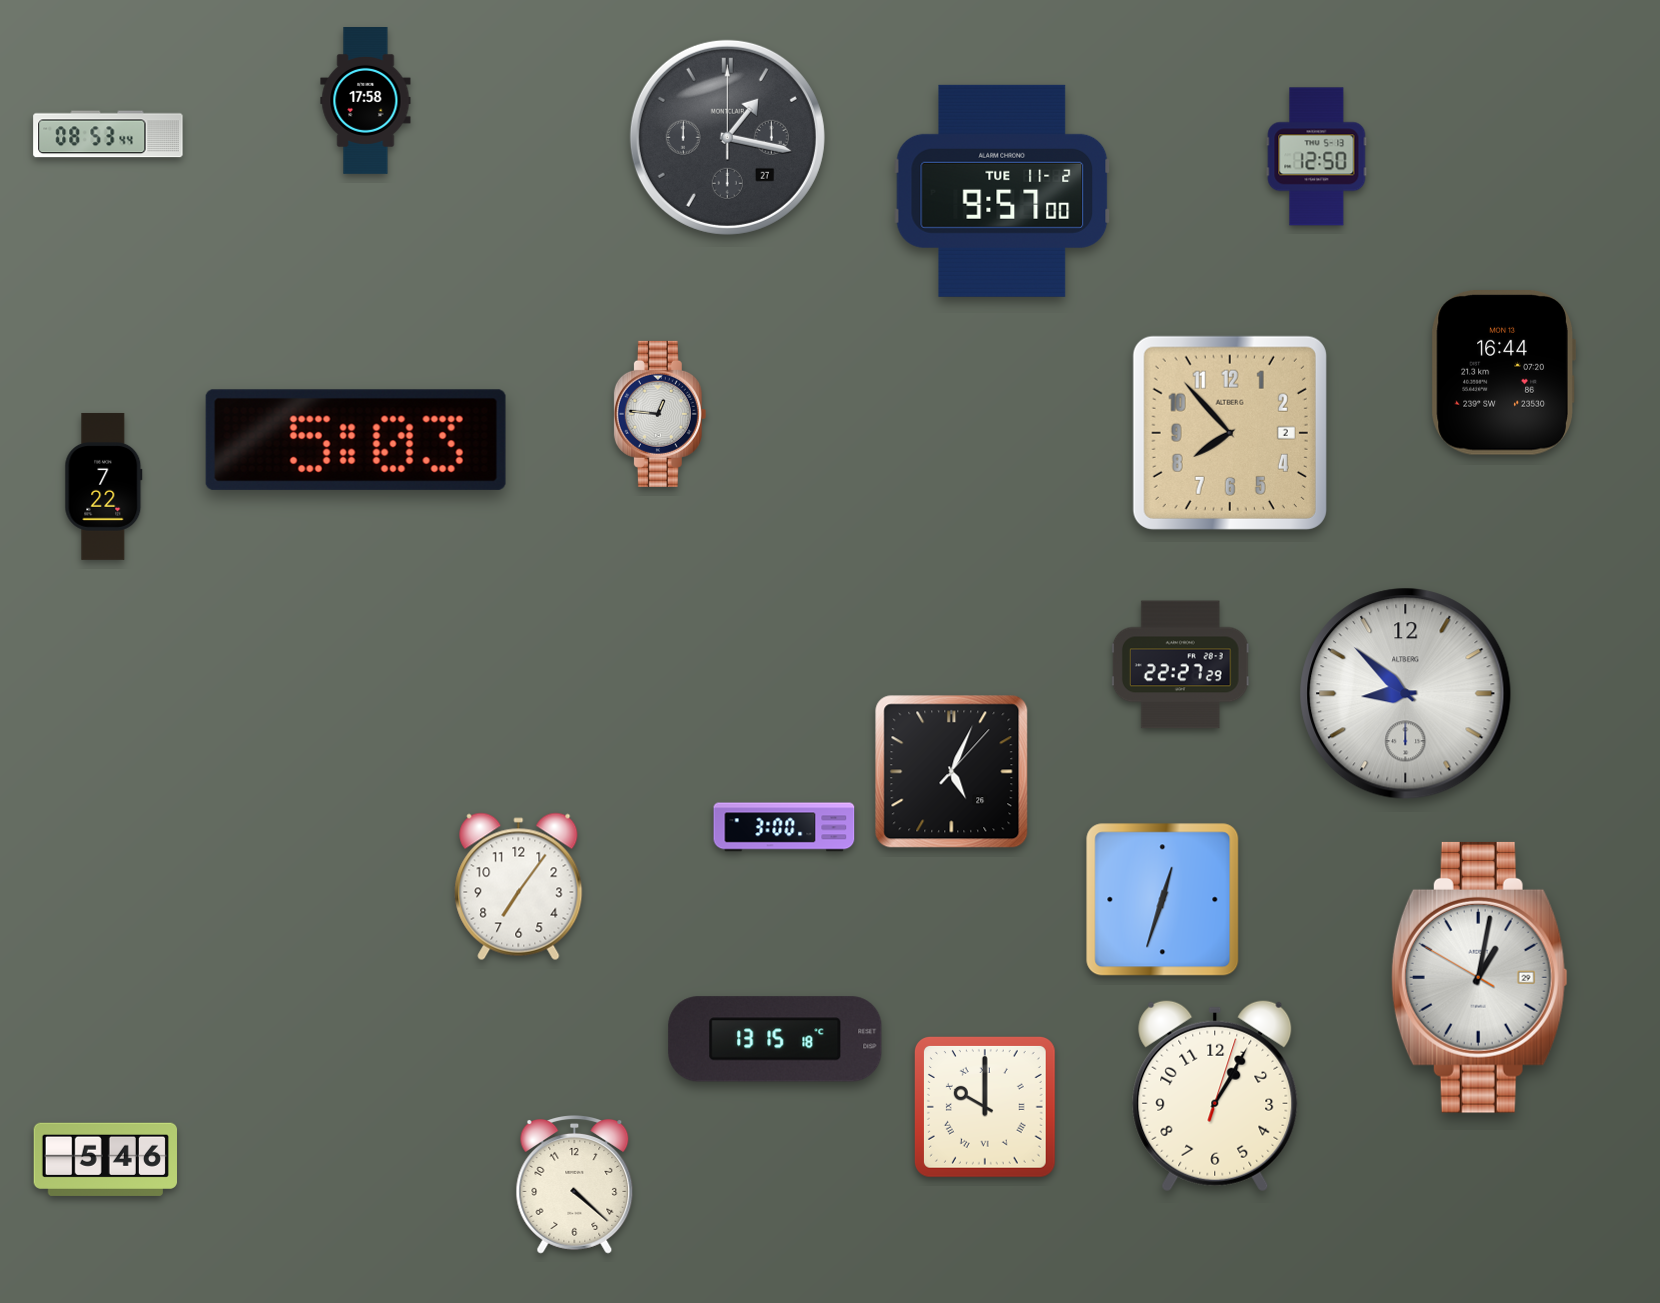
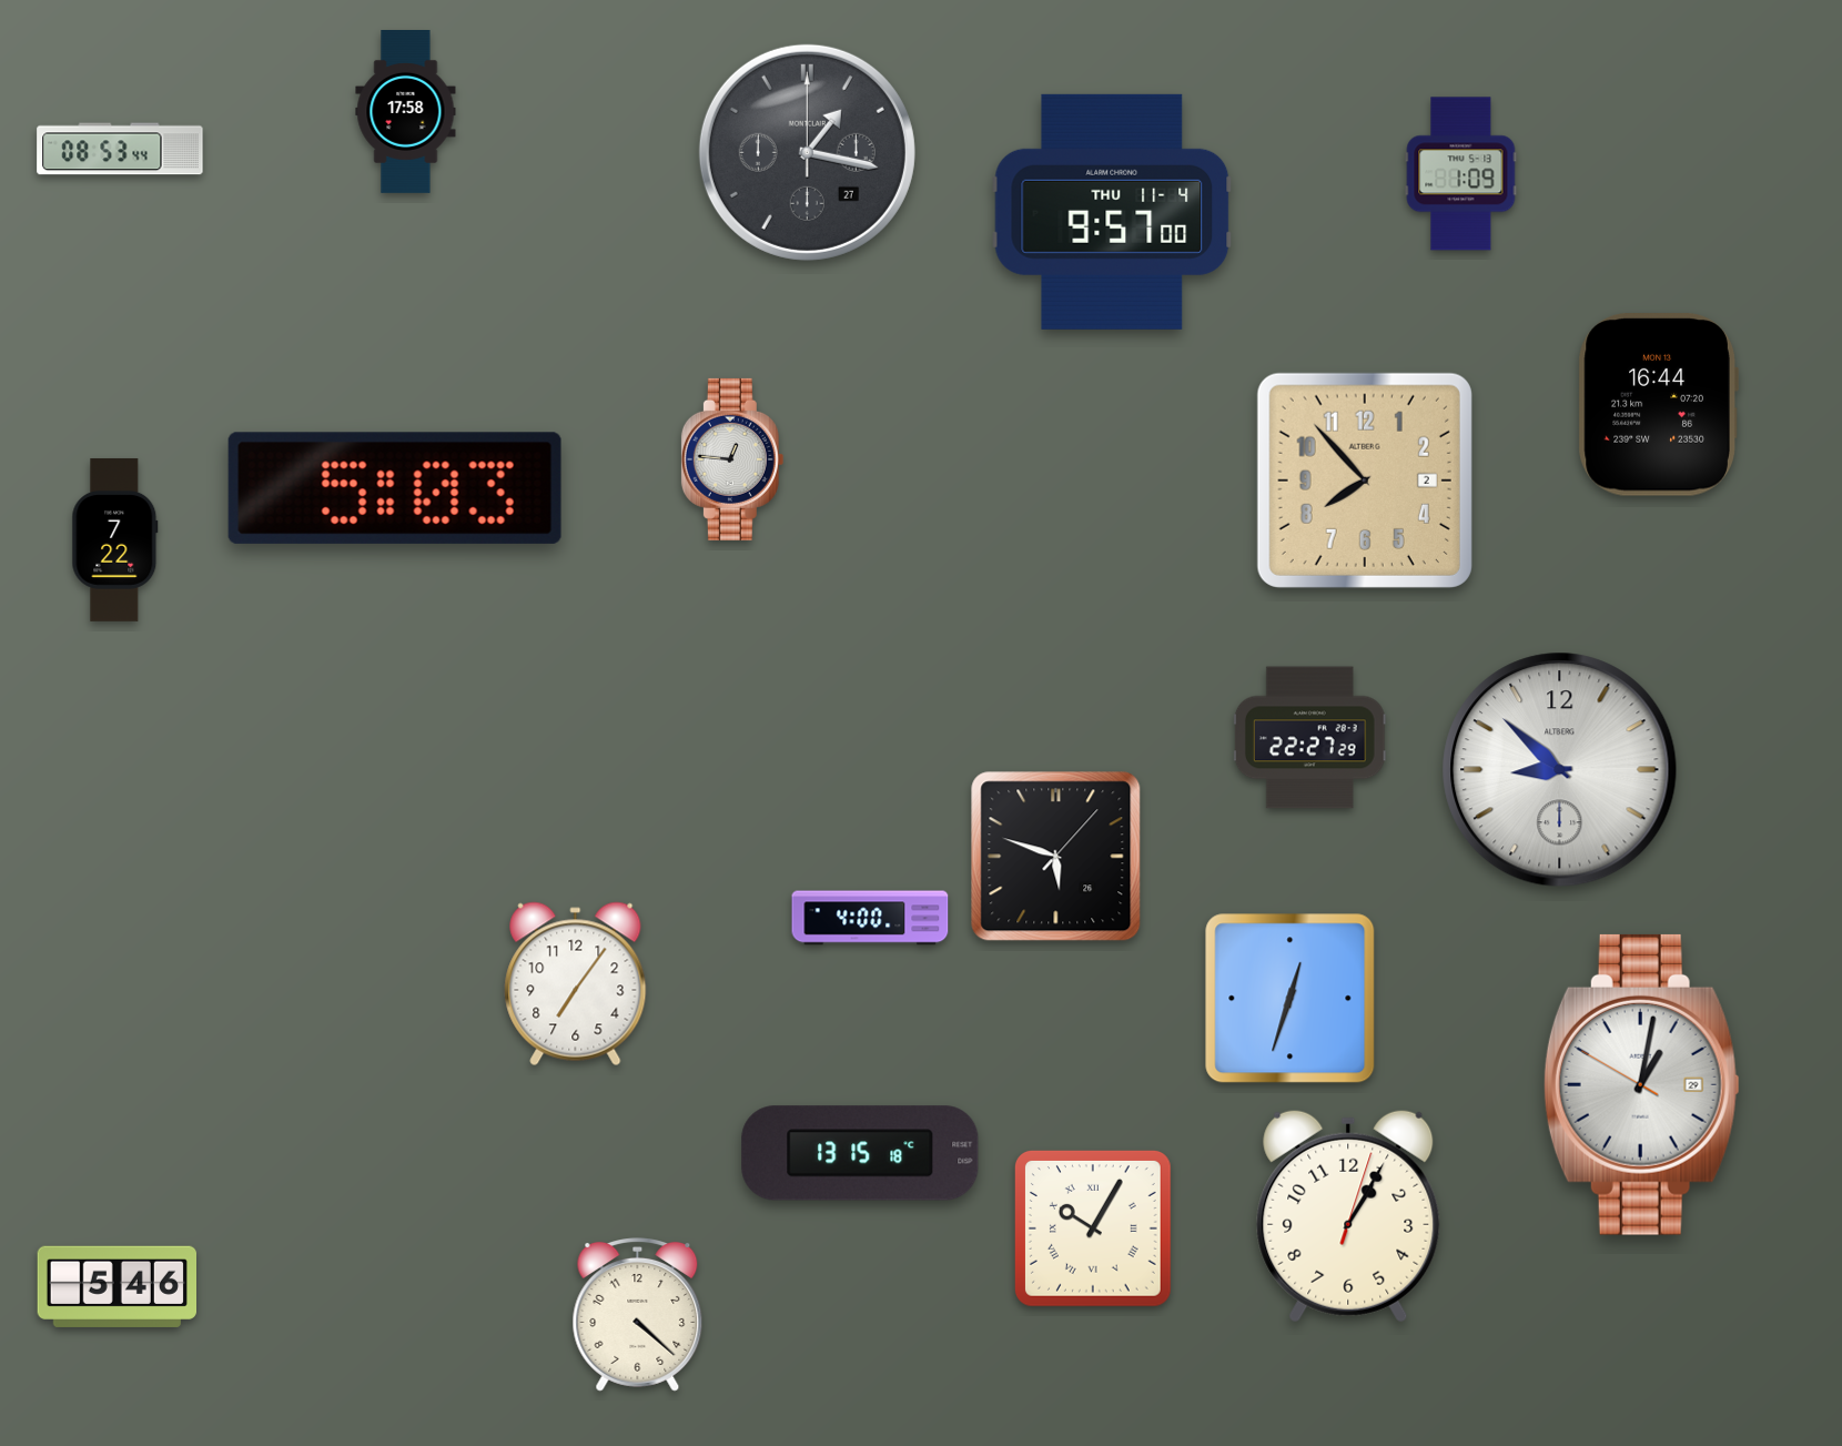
clock at (1317, 157): 12:50 -> 1:09
clock at (1002, 191) date: TUE 11-2 -> THU 11-4
clock at (1503, 373) position: (1503, 373) -> (1658, 405)
clock at (952, 772): 5:04 -> 5:48
clock at (784, 827): 3:00 -> 4:00
clock at (985, 1107): 10:00 -> 10:05
